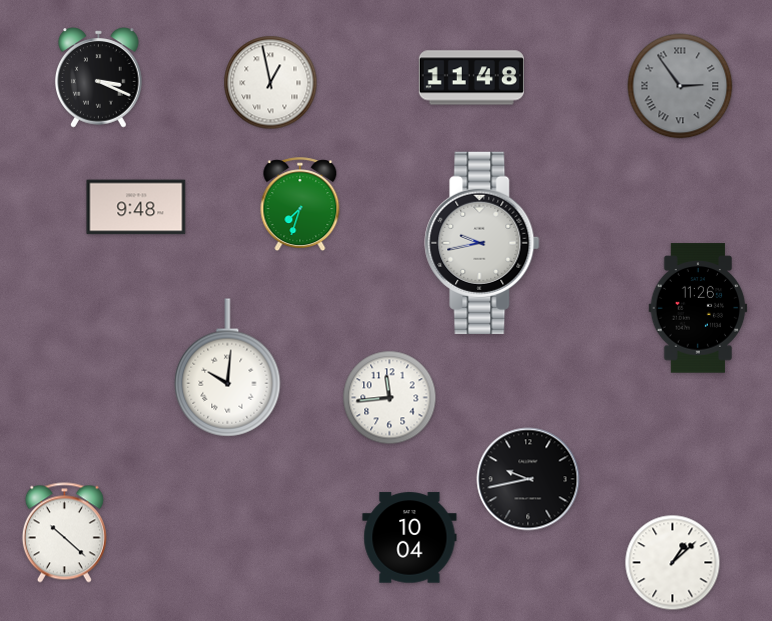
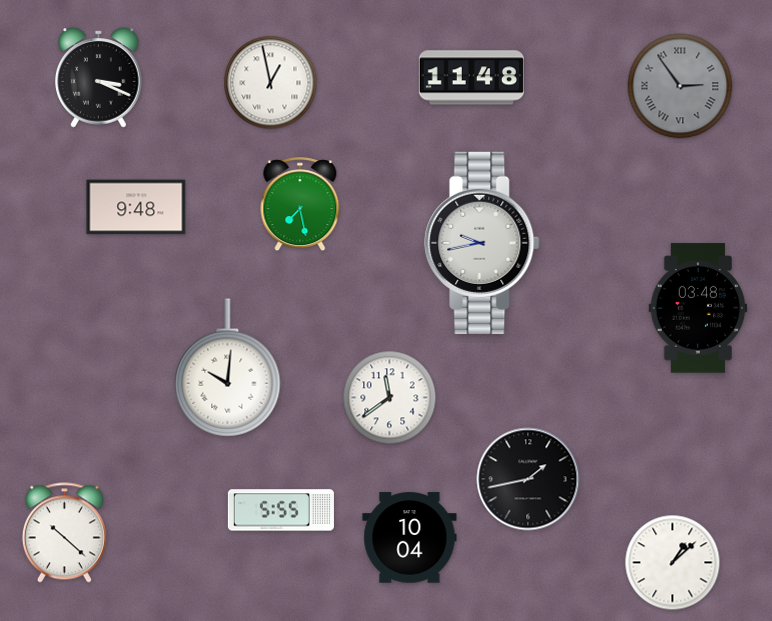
clock at (300, 205): 7:33 -> 7:28
clock at (698, 308): 11:26 -> 03:48
clock at (390, 398): 11:44 -> 11:39
clock at (528, 479): 9:43 -> 1:43
clock at (281, 510): none -> 5:55
